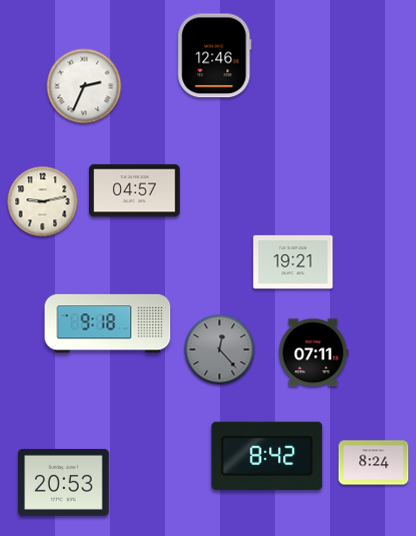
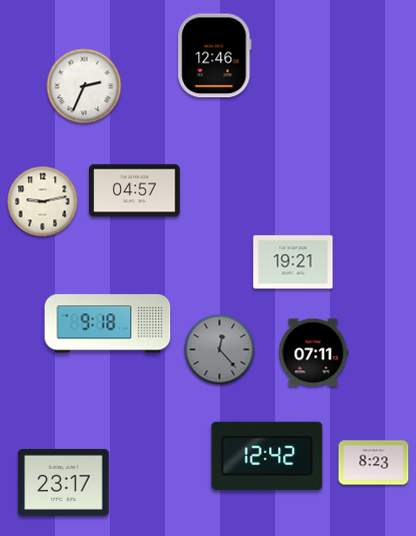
clock at (267, 456): 8:42 -> 12:42
clock at (374, 463): 8:24 -> 8:23
clock at (64, 482): 20:53 -> 23:17
